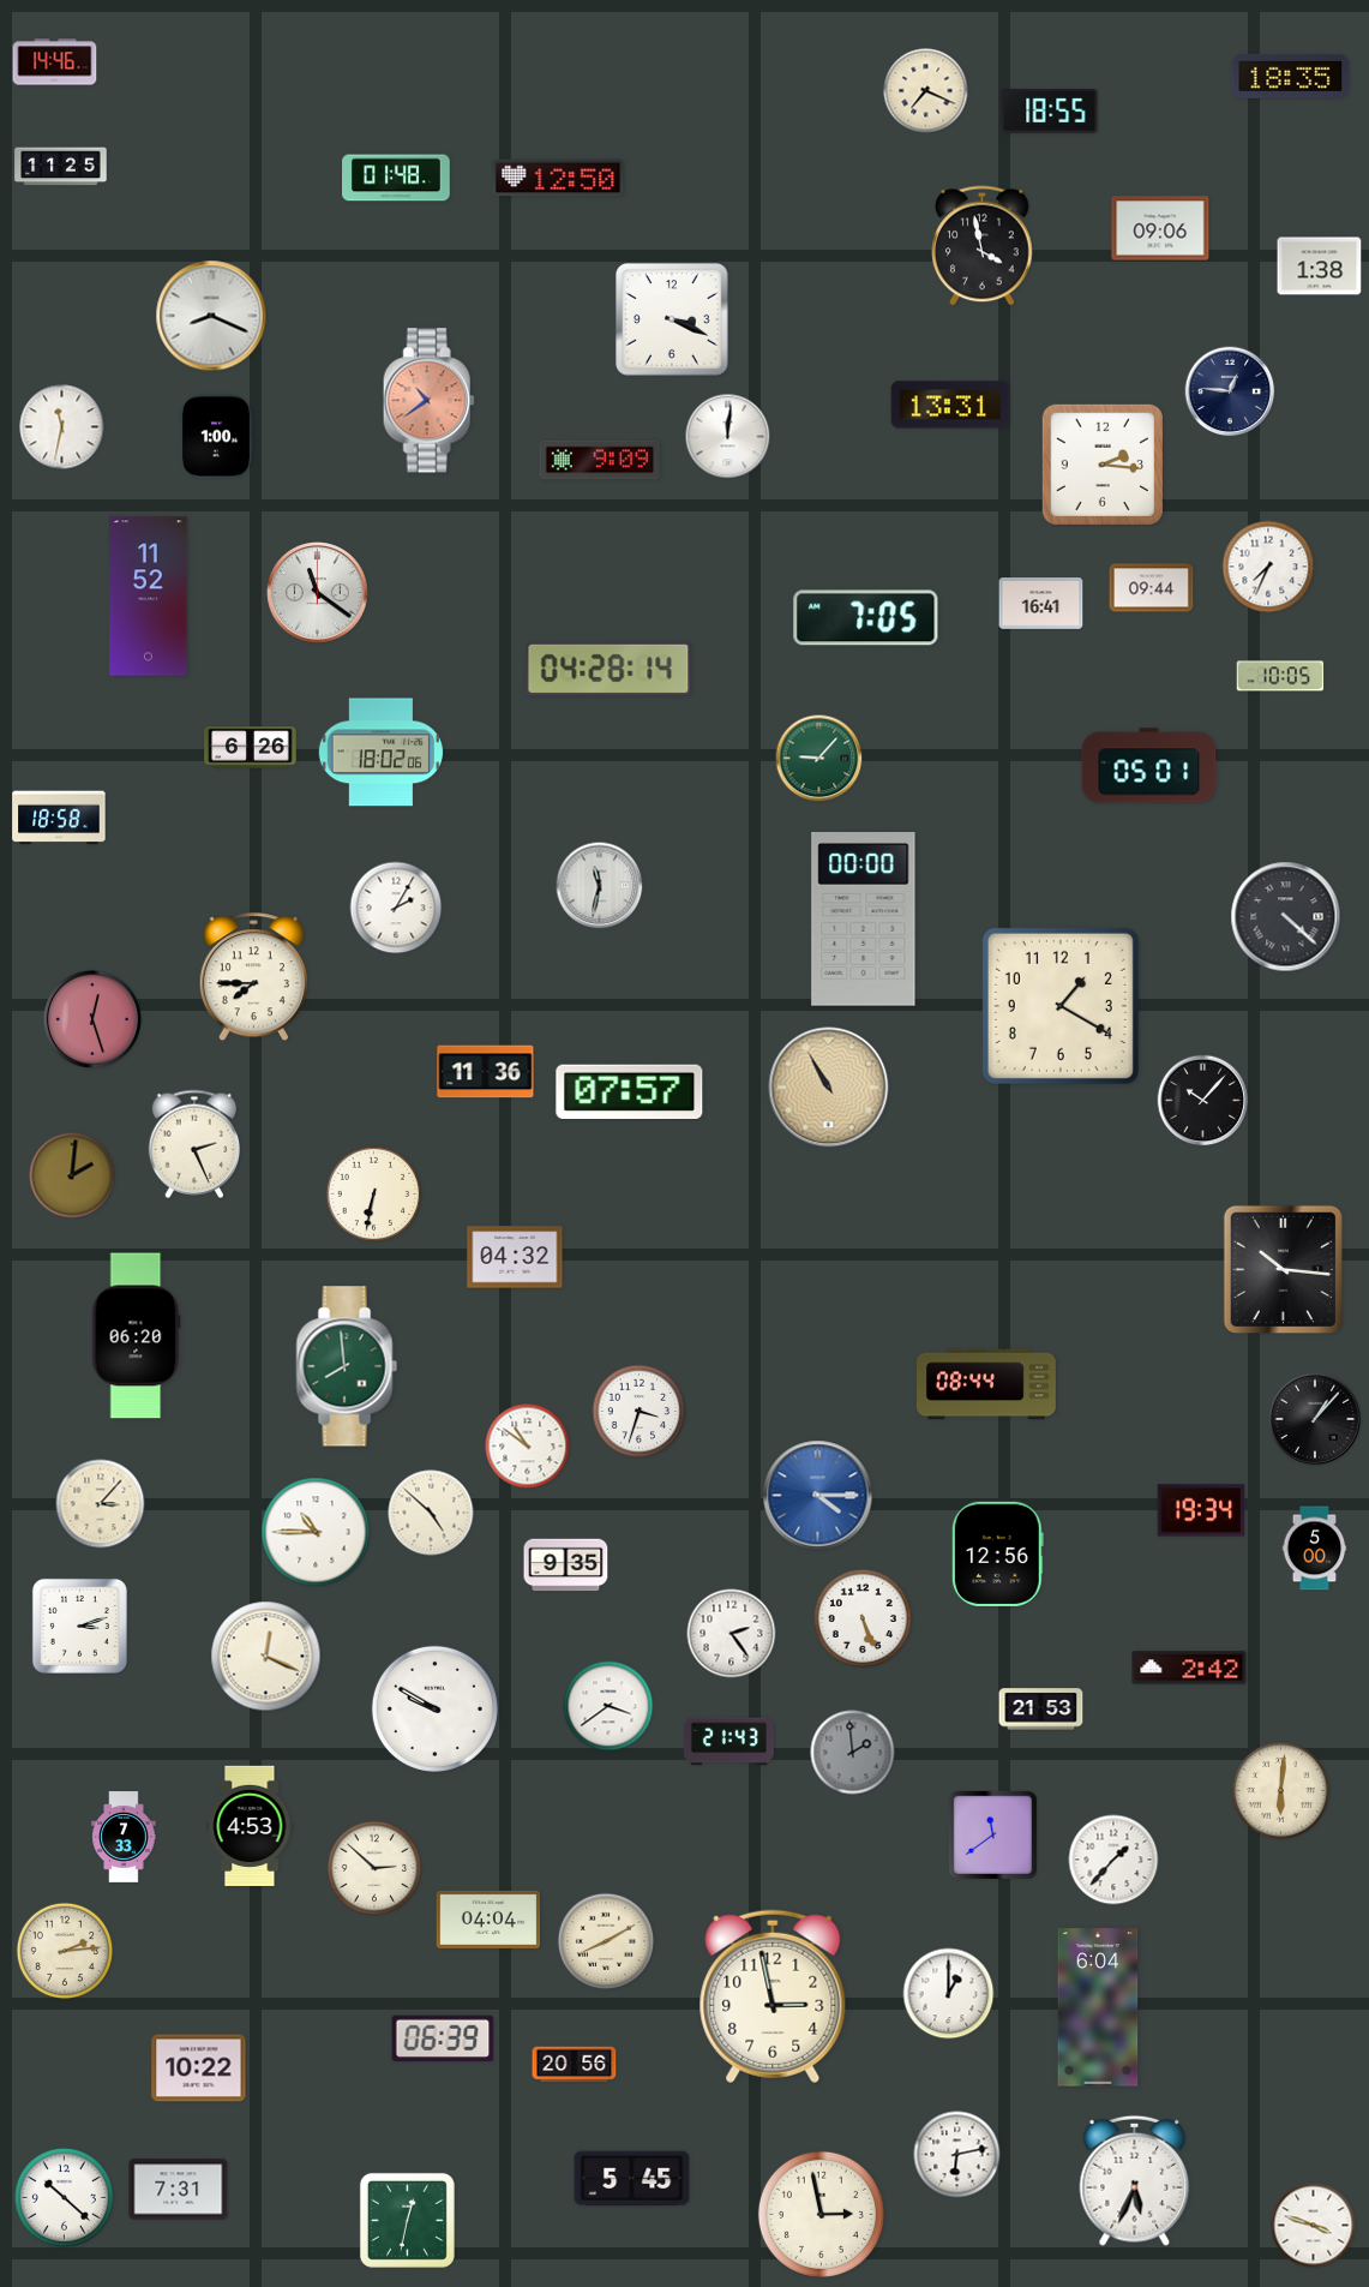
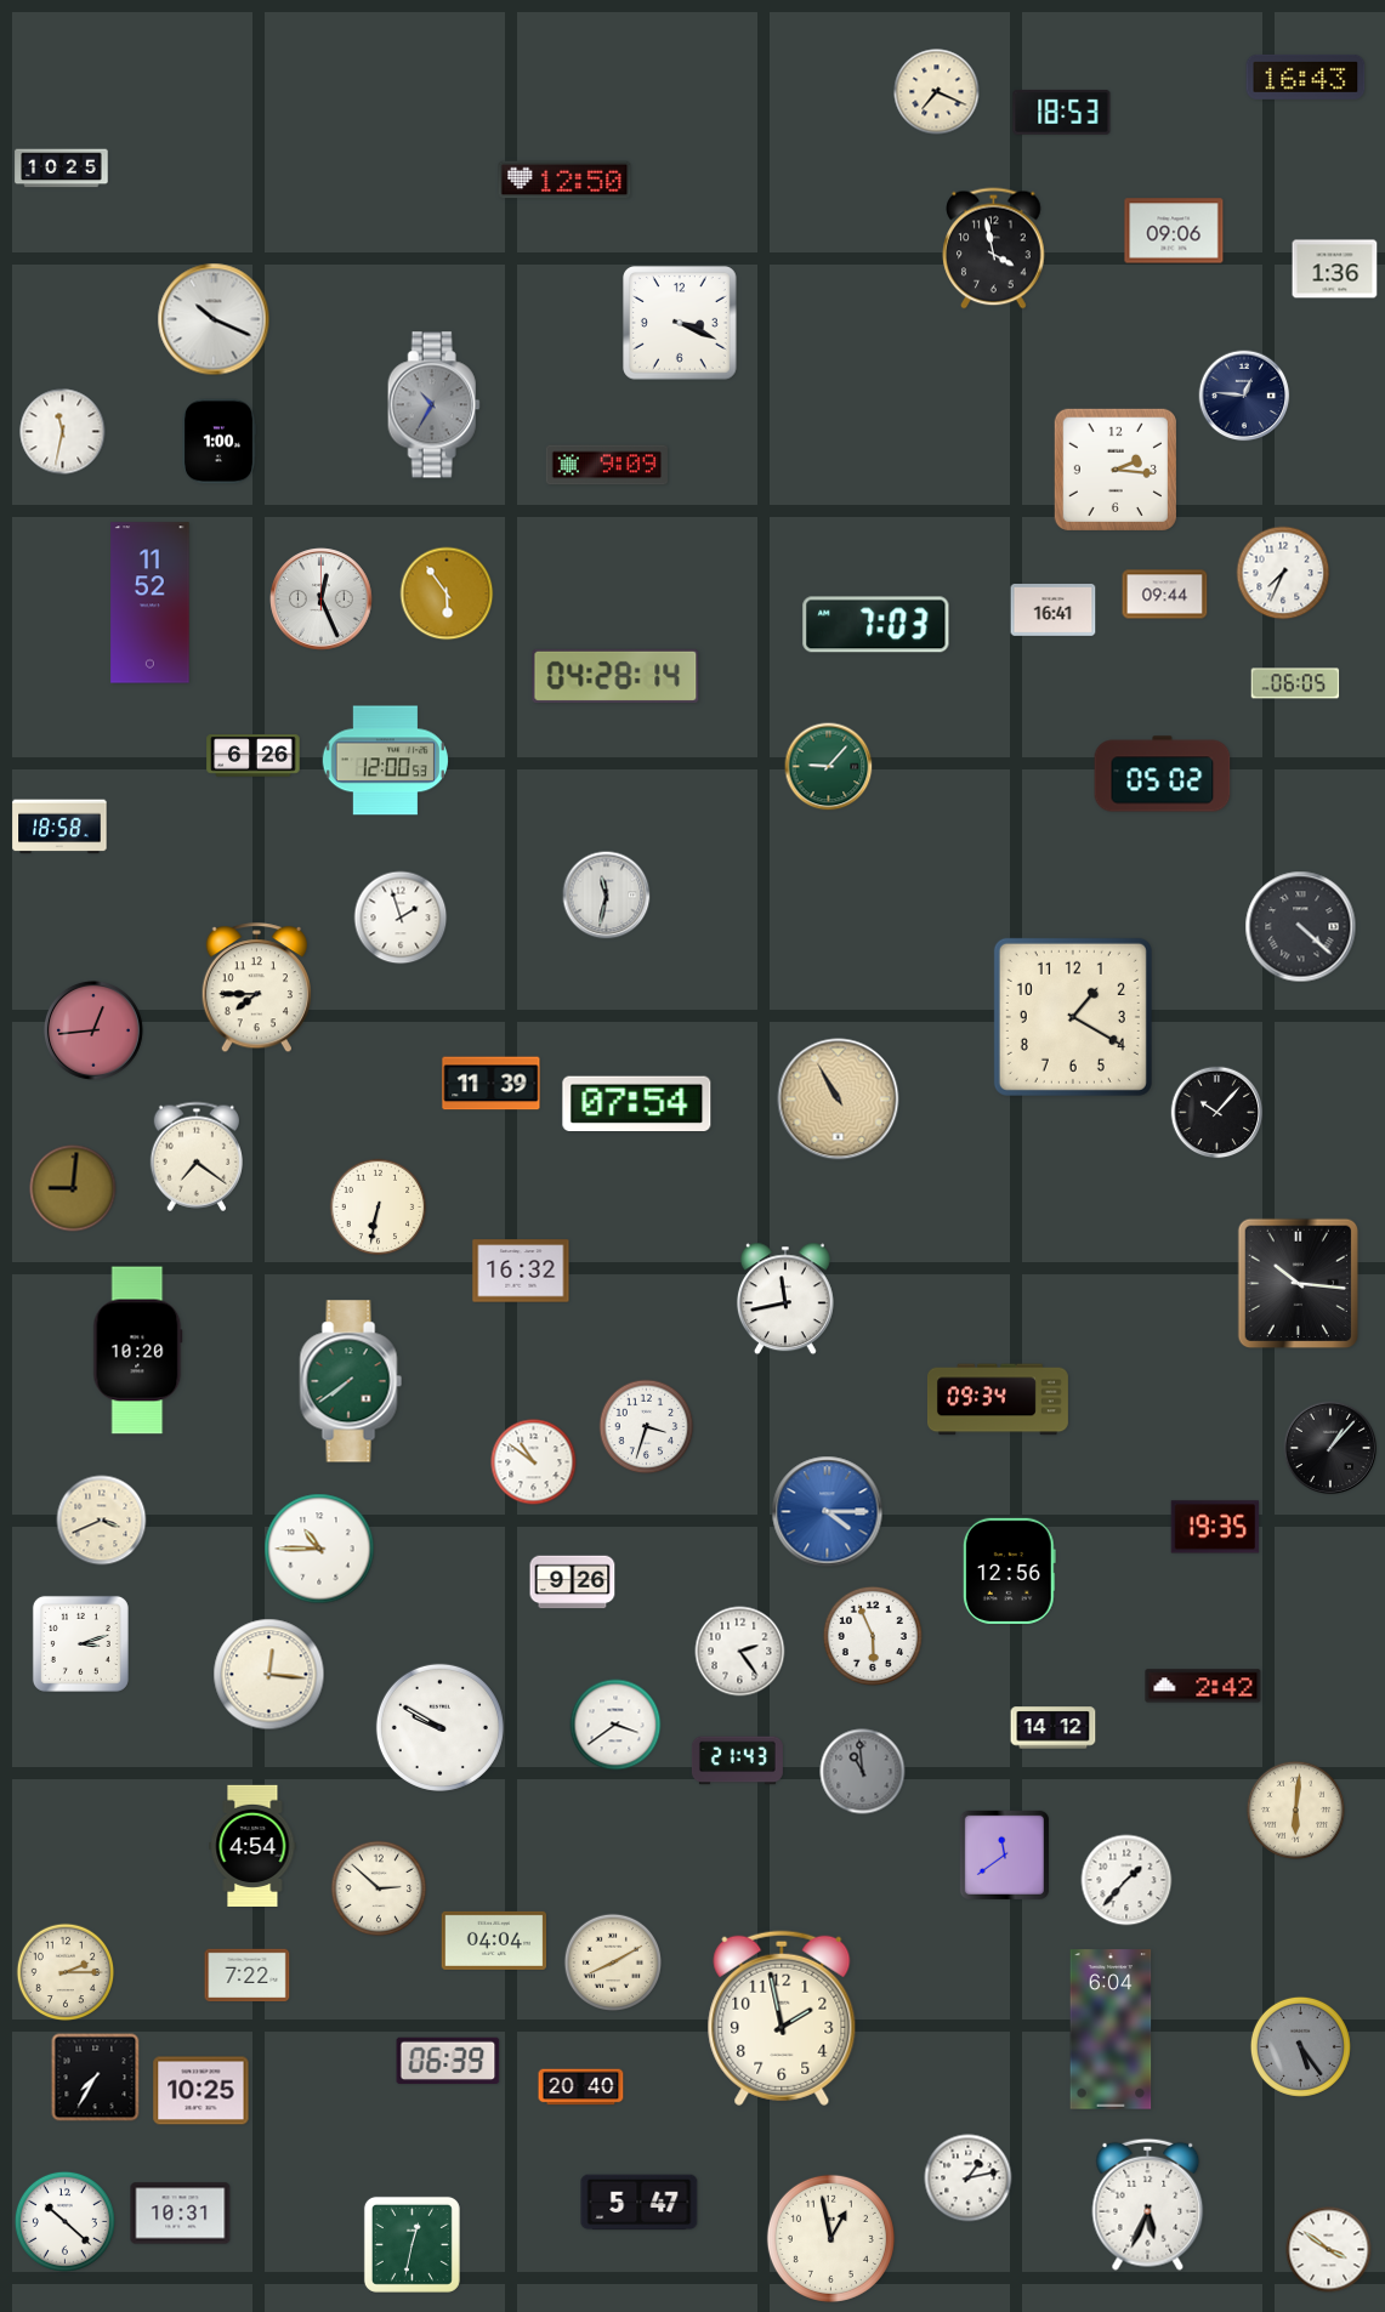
clock at (55, 62): 14:46 -> none
clock at (1291, 76): 18:35 -> 16:43
clock at (1050, 110): 18:55 -> 18:53
clock at (61, 167): 11:25 -> 10:25
clock at (396, 178): 01:48 -> none
clock at (1320, 267): 1:38 -> 1:36
clock at (211, 316): 8:19 -> 10:19
clock at (428, 401): 10:39 -> 10:35
clock at (428, 401) dial: salmon -> grey
clock at (950, 405): 13:31 -> none
clock at (728, 437): 12:01 -> none
clock at (447, 593): none -> 5:54
clock at (318, 593): 11:21 -> 12:26
clock at (866, 618): 7:05 -> 7:03
clock at (1280, 676): 10:05 -> 06:05
clock at (380, 753): 18:02 -> 12:00
clock at (1149, 766): 05:01 -> 05:02
clock at (396, 908): 2:05 -> 1:57
clock at (864, 920): 00:00 -> none
clock at (92, 1019): 12:27 -> 12:44
clock at (486, 1072): 11:36 -> 11:39
clock at (630, 1091): 07:57 -> 07:54
clock at (193, 1144): 2:26 -> 7:21
clock at (72, 1175): 2:01 -> 9:01
clock at (515, 1257): 04:32 -> 16:32
clock at (785, 1299): none -> 11:43
clock at (137, 1336): 06:20 -> 10:20
clock at (347, 1366): 7:59 -> 7:39
clock at (986, 1384): 08:44 -> 09:34
clock at (1315, 1419) position: (1315, 1419) -> (1330, 1448)
clock at (101, 1504): 3:07 -> 3:41
clock at (1201, 1510): 19:34 -> 19:35
clock at (431, 1513): 4:52 -> none
clock at (1315, 1549): 5:00 -> none
clock at (566, 1565): 9:35 -> 9:26
clock at (863, 1618): 5:26 -> 5:56
clock at (266, 1657): 12:19 -> 12:16
clock at (1041, 1710): 21:53 -> 14:12
clock at (853, 1753): 1:59 -> 10:59
clock at (250, 1825): 4:53 -> 4:54
clock at (124, 1837): 7:33 -> none
clock at (65, 1951): 2:14 -> 2:15
clock at (248, 1976): none -> 7:22
clock at (949, 1994): 1:00 -> none
clock at (773, 1996): 2:58 -> 1:58
clock at (1300, 2046): none -> 5:24
clock at (96, 2078): none -> 7:35
clock at (575, 2065): 20:56 -> 20:40
clock at (199, 2069): 10:22 -> 10:25
clock at (957, 2155): 6:13 -> 1:13
clock at (632, 2179): 5:45 -> 5:47
clock at (179, 2190): 7:31 -> 10:31
clock at (821, 2214): 2:58 -> 12:58
clock at (1314, 2226): 3:48 -> 3:51
